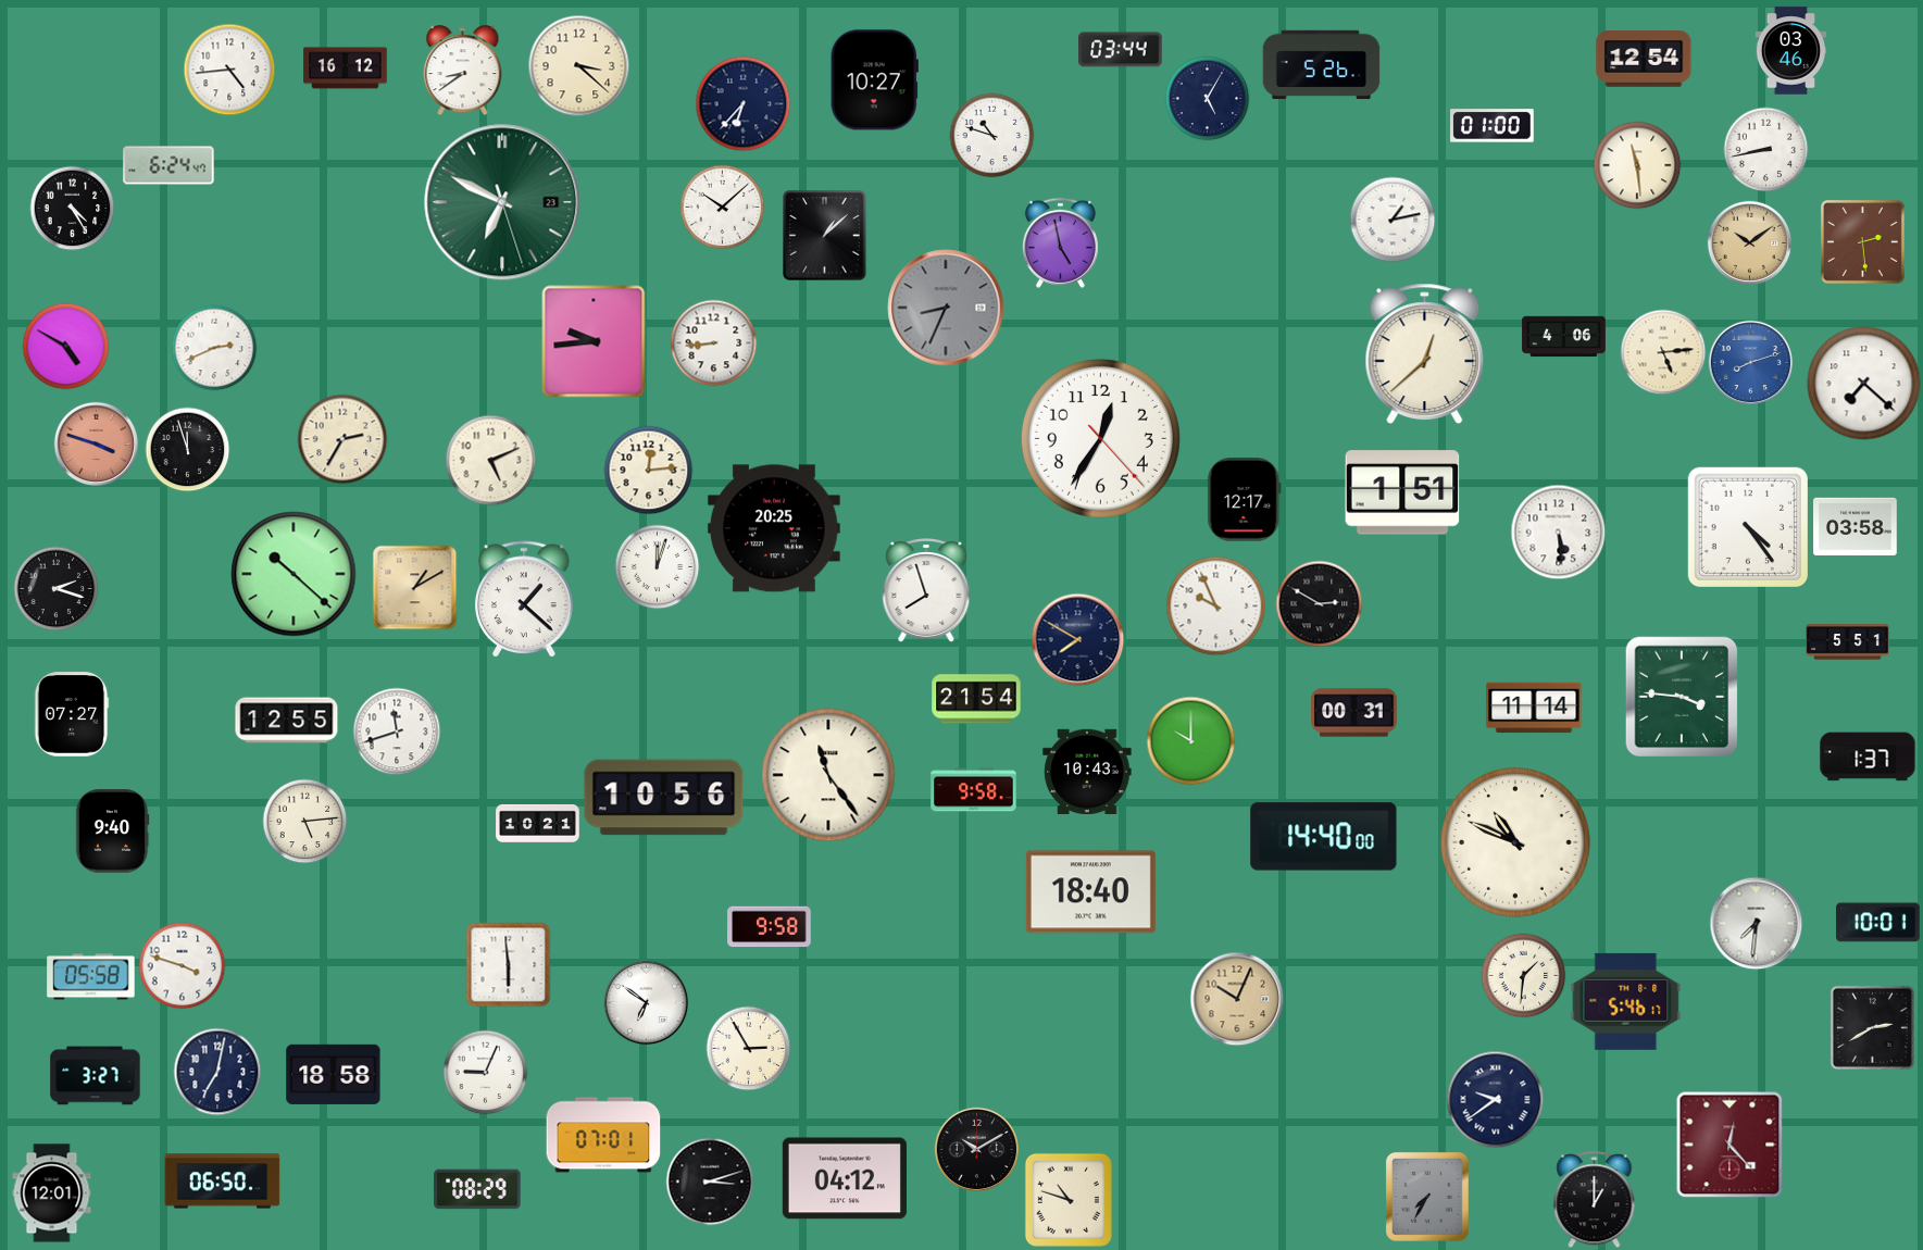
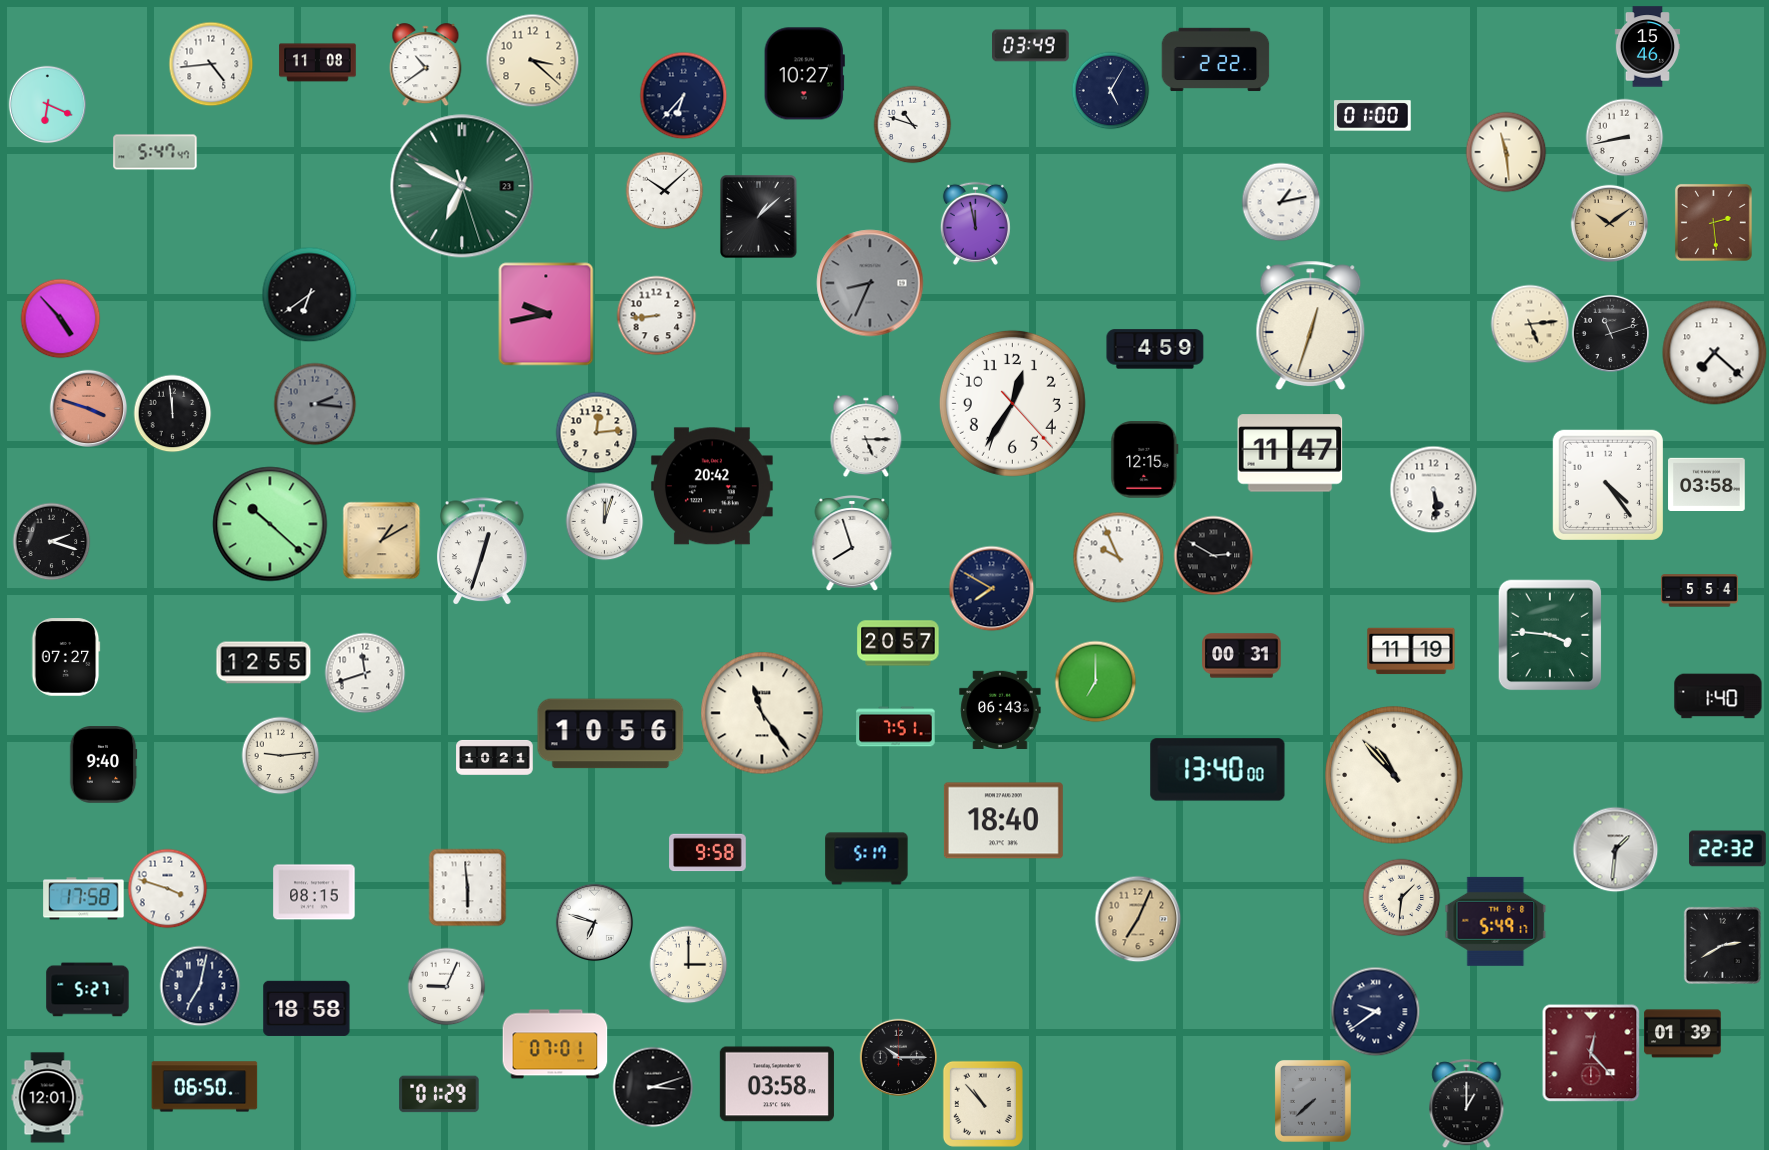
clock at (1121, 50): 03:44 -> 03:49
clock at (1791, 51): 03:46 -> 15:46
clock at (1644, 59): 12:54 -> none
clock at (1322, 65): 5:26 -> 2:22
clock at (346, 68): 16:12 -> 11:08
clock at (463, 71): 8:39 -> 10:39
clock at (47, 104): none -> 6:19
clock at (168, 165): 6:24 -> 5:47
clock at (72, 208): 4:25 -> none
clock at (1060, 242): 4:58 -> 11:58
clock at (309, 294): none -> 6:39
clock at (1564, 337): 4:06 -> none
clock at (594, 341): 9:44 -> 9:43
clock at (65, 346): 4:50 -> 4:53
clock at (214, 348): 2:41 -> none
clock at (1425, 353): 12:38 -> 12:33
clock at (1750, 362): 8:12 -> 11:12
clock at (1750, 362) dial: blue -> black
clock at (1155, 349): none -> 4:59
clock at (342, 439): 2:35 -> 2:16
clock at (342, 439) dial: cream -> grey
clock at (187, 449): 11:57 -> 11:59
clock at (490, 460): 5:11 -> none
clock at (866, 436): none -> 5:15
clock at (1402, 492): 1:51 -> 11:47
clock at (1245, 500): 12:17 -> 12:15
clock at (774, 528): 20:25 -> 20:42
clock at (294, 574) position: (294, 574) -> (270, 524)
clock at (525, 599): 1:22 -> 12:33
clock at (1848, 642): 5:51 -> 5:54
clock at (1682, 697) position: (1682, 697) -> (1550, 635)
clock at (976, 699): 21:54 -> 20:57
clock at (1534, 708): 11:14 -> 11:19
clock at (1354, 713) position: (1354, 713) -> (1242, 656)
clock at (1190, 740): 10:00 -> 7:00
clock at (1868, 757): 1:37 -> 1:40
clock at (1087, 771): 10:43 -> 06:43
clock at (974, 790): 9:58 -> 7:51
clock at (304, 821): 5:14 -> 9:14
clock at (1324, 837): 14:40 -> 13:40
clock at (1516, 843): 10:49 -> 10:53
clock at (1756, 923): 7:31 -> 1:31
clock at (1878, 923): 10:01 -> 22:32
clock at (867, 859): none -> 5:17
clock at (314, 892): none -> 08:15
clock at (91, 977): 05:58 -> 17:58
clock at (1237, 999): 10:04 -> 7:04
clock at (1626, 1001): 5:46 -> 5:49
clock at (646, 1002): 6:51 -> 6:48
clock at (748, 1048): 2:55 -> 3:00
clock at (334, 1074) position: (334, 1074) -> (307, 1008)
clock at (96, 1076): 3:27 -> 5:27
clock at (1683, 1034): none -> 01:39
clock at (976, 1149): 10:10 -> 10:15
clock at (845, 1178): 04:12 -> 03:58
clock at (477, 1189): 08:29 -> 01:29
clock at (1427, 1197): 7:35 -> 7:38
clock at (1069, 1200): 10:48 -> 10:53
